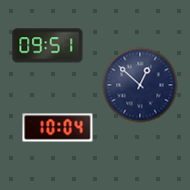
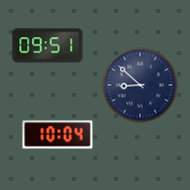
clock at (140, 85): 12:52 -> 8:52
clock at (58, 128) position: (58, 128) -> (58, 135)
